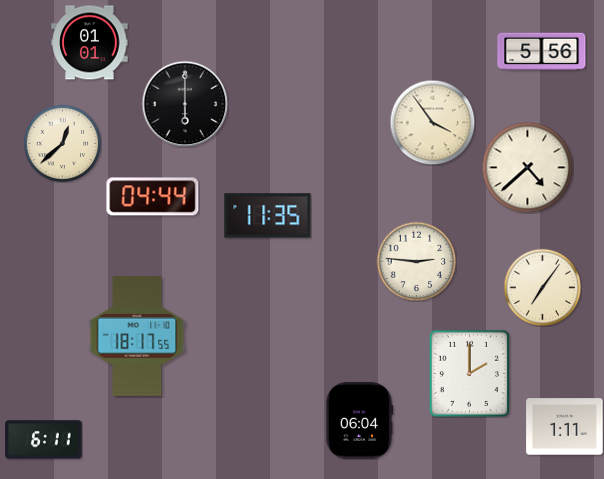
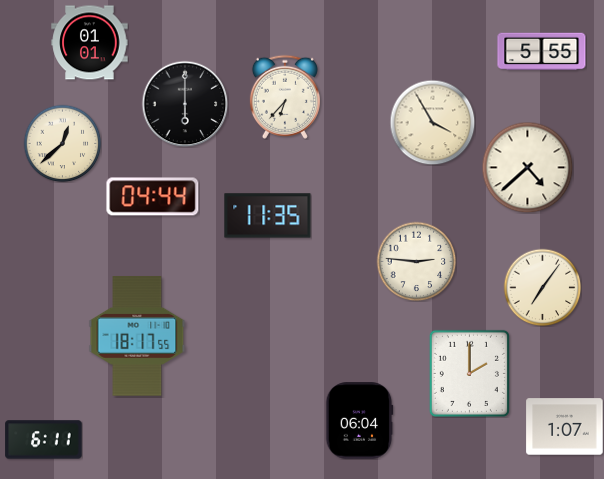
clock at (542, 52): 5:56 -> 5:55
clock at (285, 97): none -> 6:37
clock at (432, 122): 3:54 -> 3:55
clock at (565, 427): 1:11 -> 1:07
